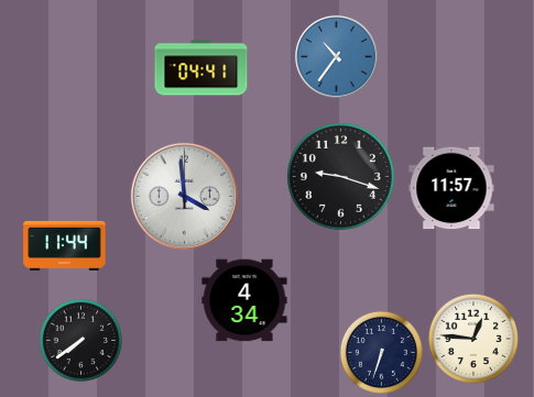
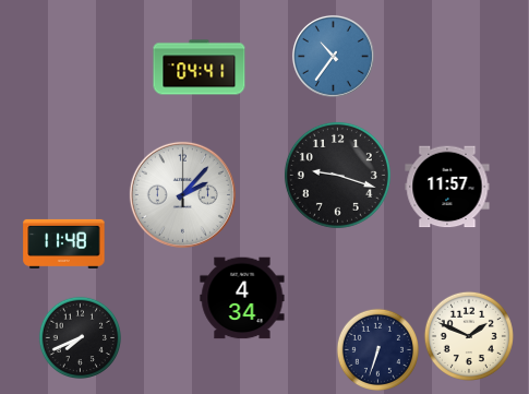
clock at (184, 196): 3:59 -> 2:07
clock at (65, 245): 11:44 -> 11:48
clock at (473, 339): 12:46 -> 1:49
clock at (80, 340): 7:39 -> 7:41
